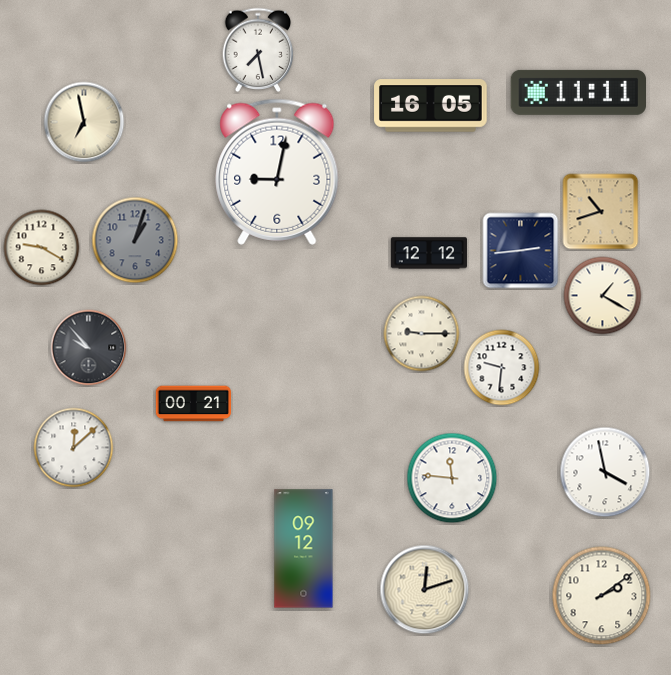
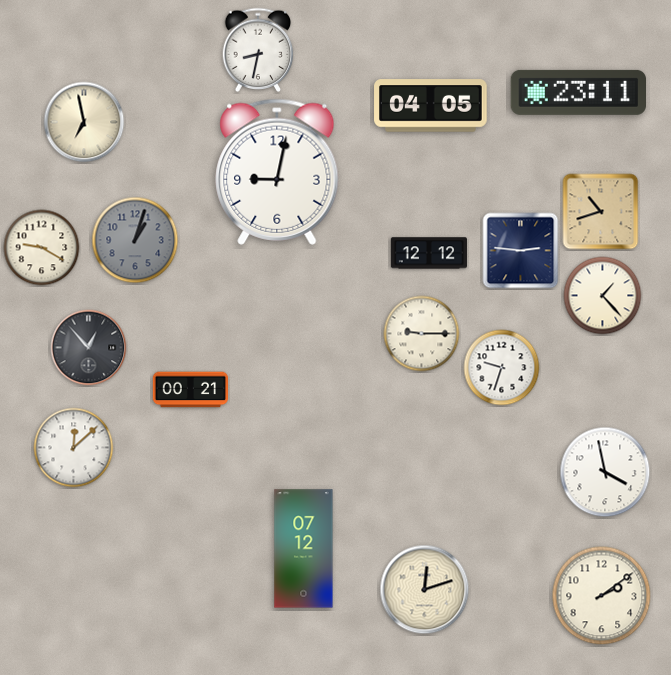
clock at (258, 50): 7:28 -> 8:32
clock at (578, 92): 11:11 -> 23:11
clock at (431, 106): 16:05 -> 04:05
clock at (521, 251): 2:44 -> 2:46
clock at (603, 296): 1:20 -> 1:23
clock at (89, 348): 9:53 -> 12:53
clock at (502, 368): 9:31 -> 9:33
clock at (193, 404) position: (193, 404) -> (190, 390)
clock at (452, 478): 11:46 -> none
clock at (304, 549): 09:12 -> 07:12
